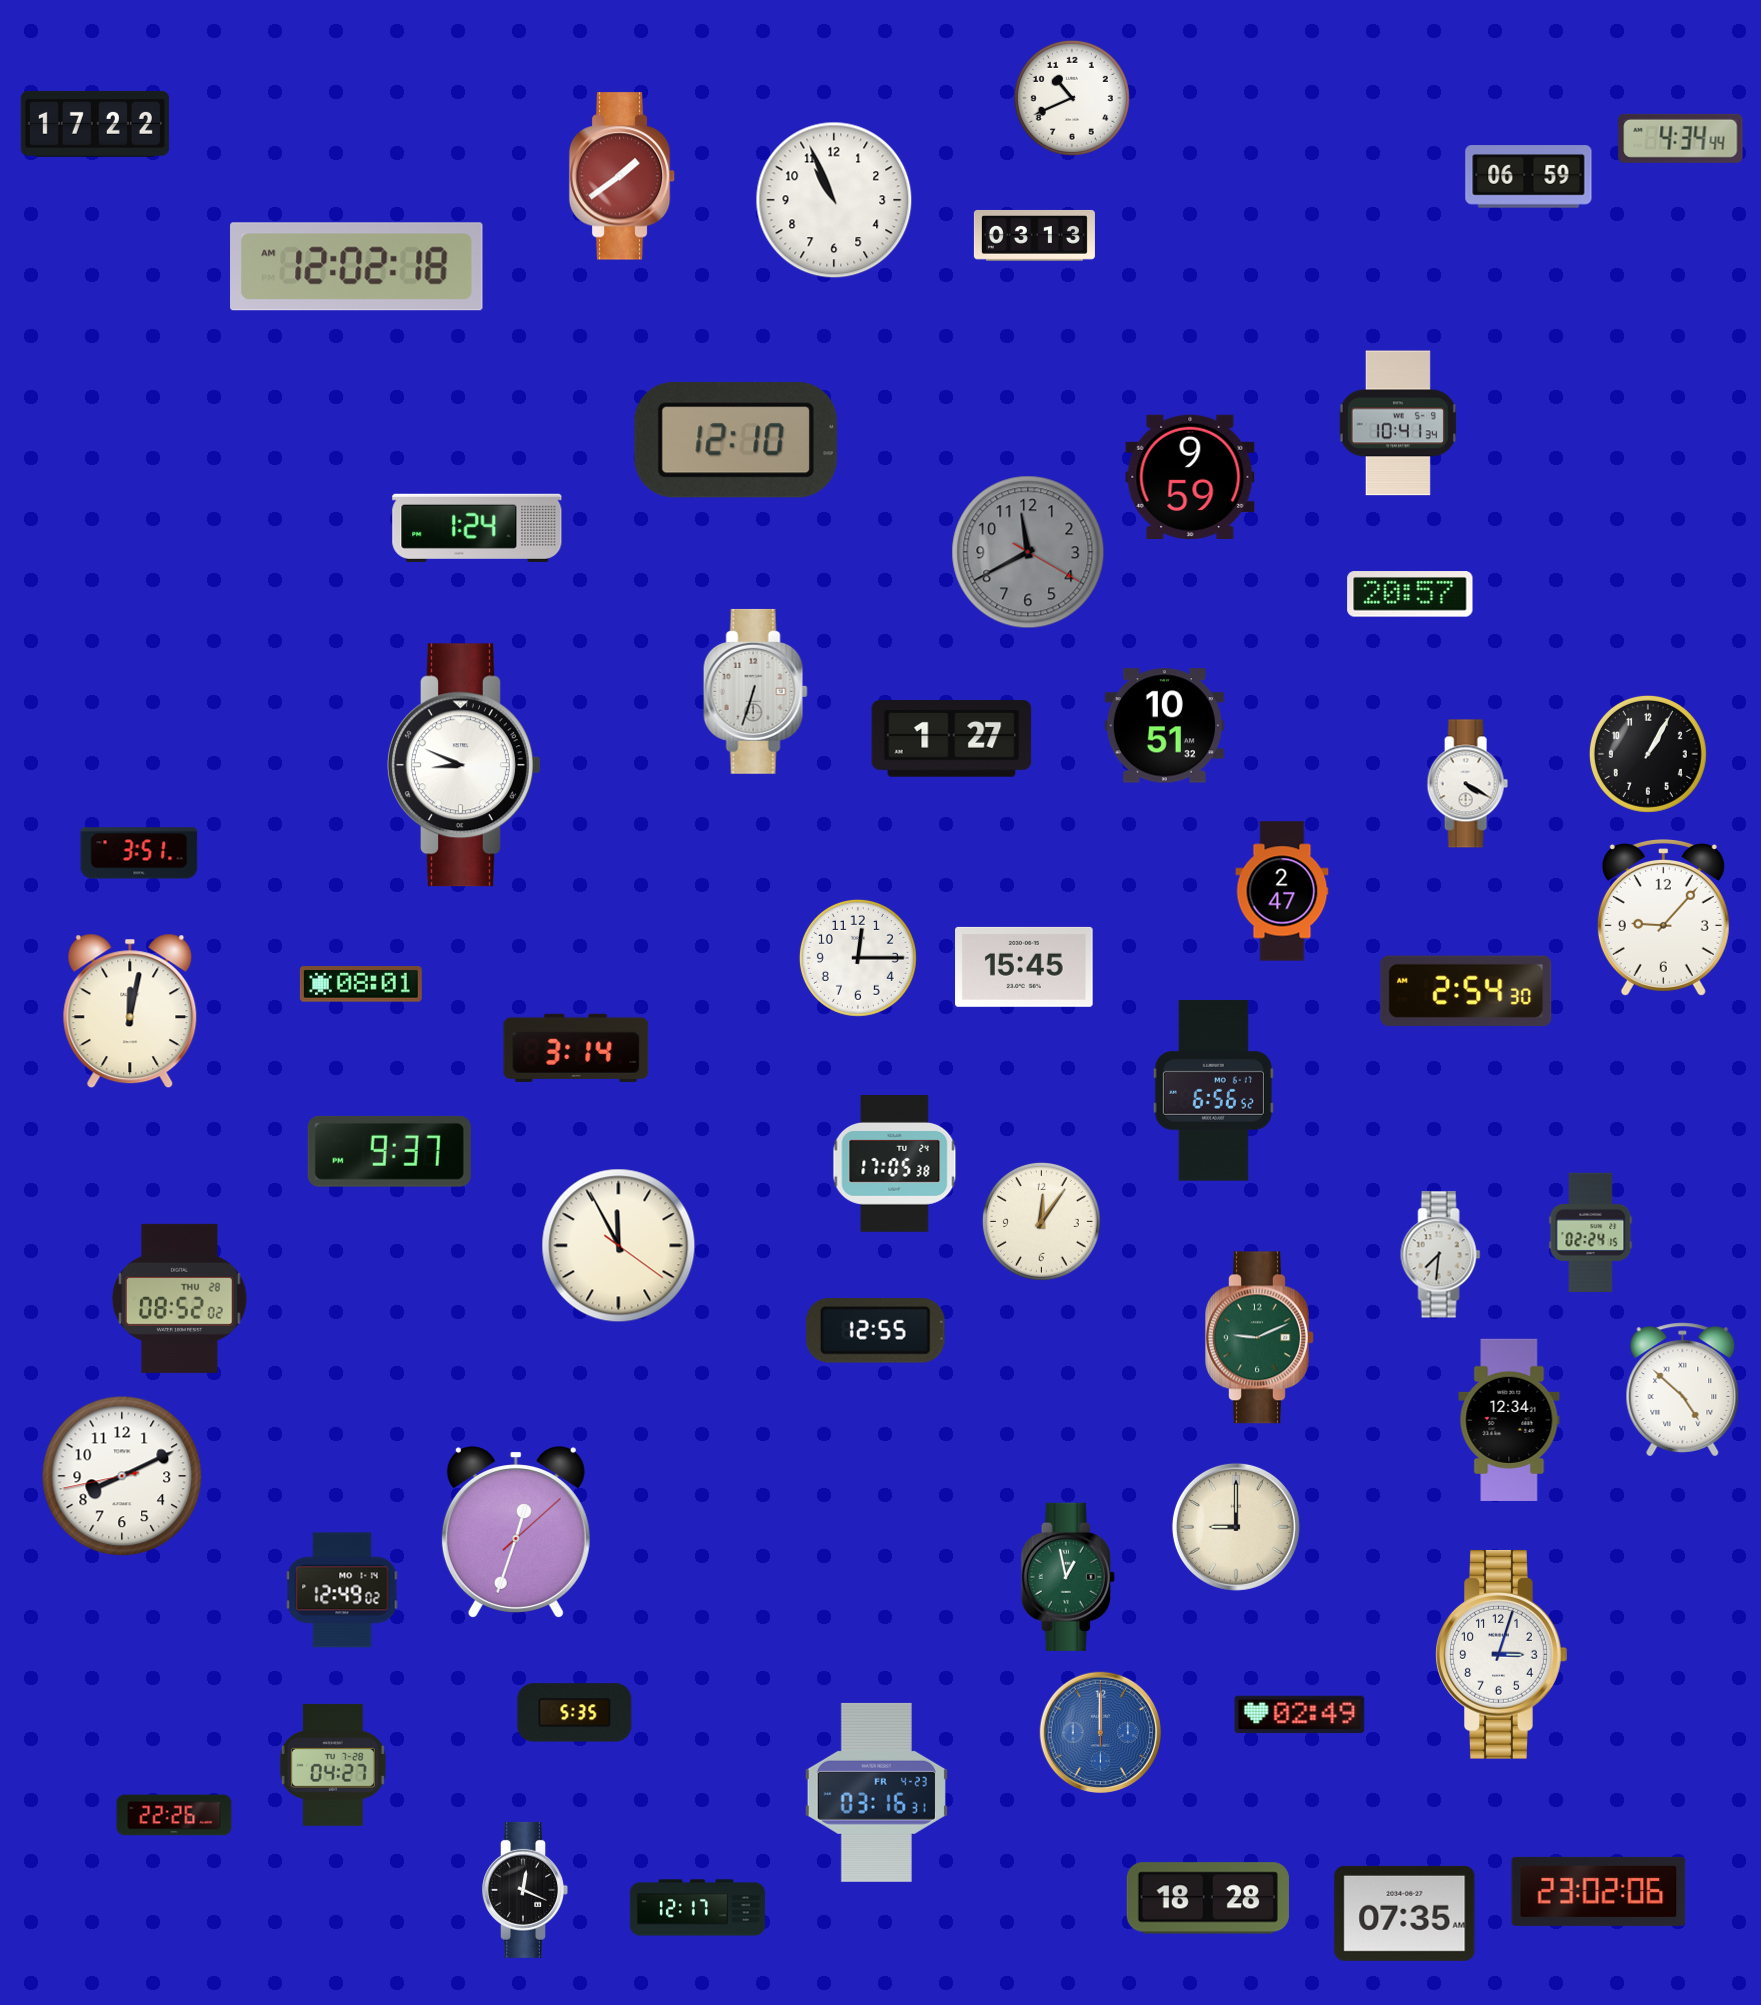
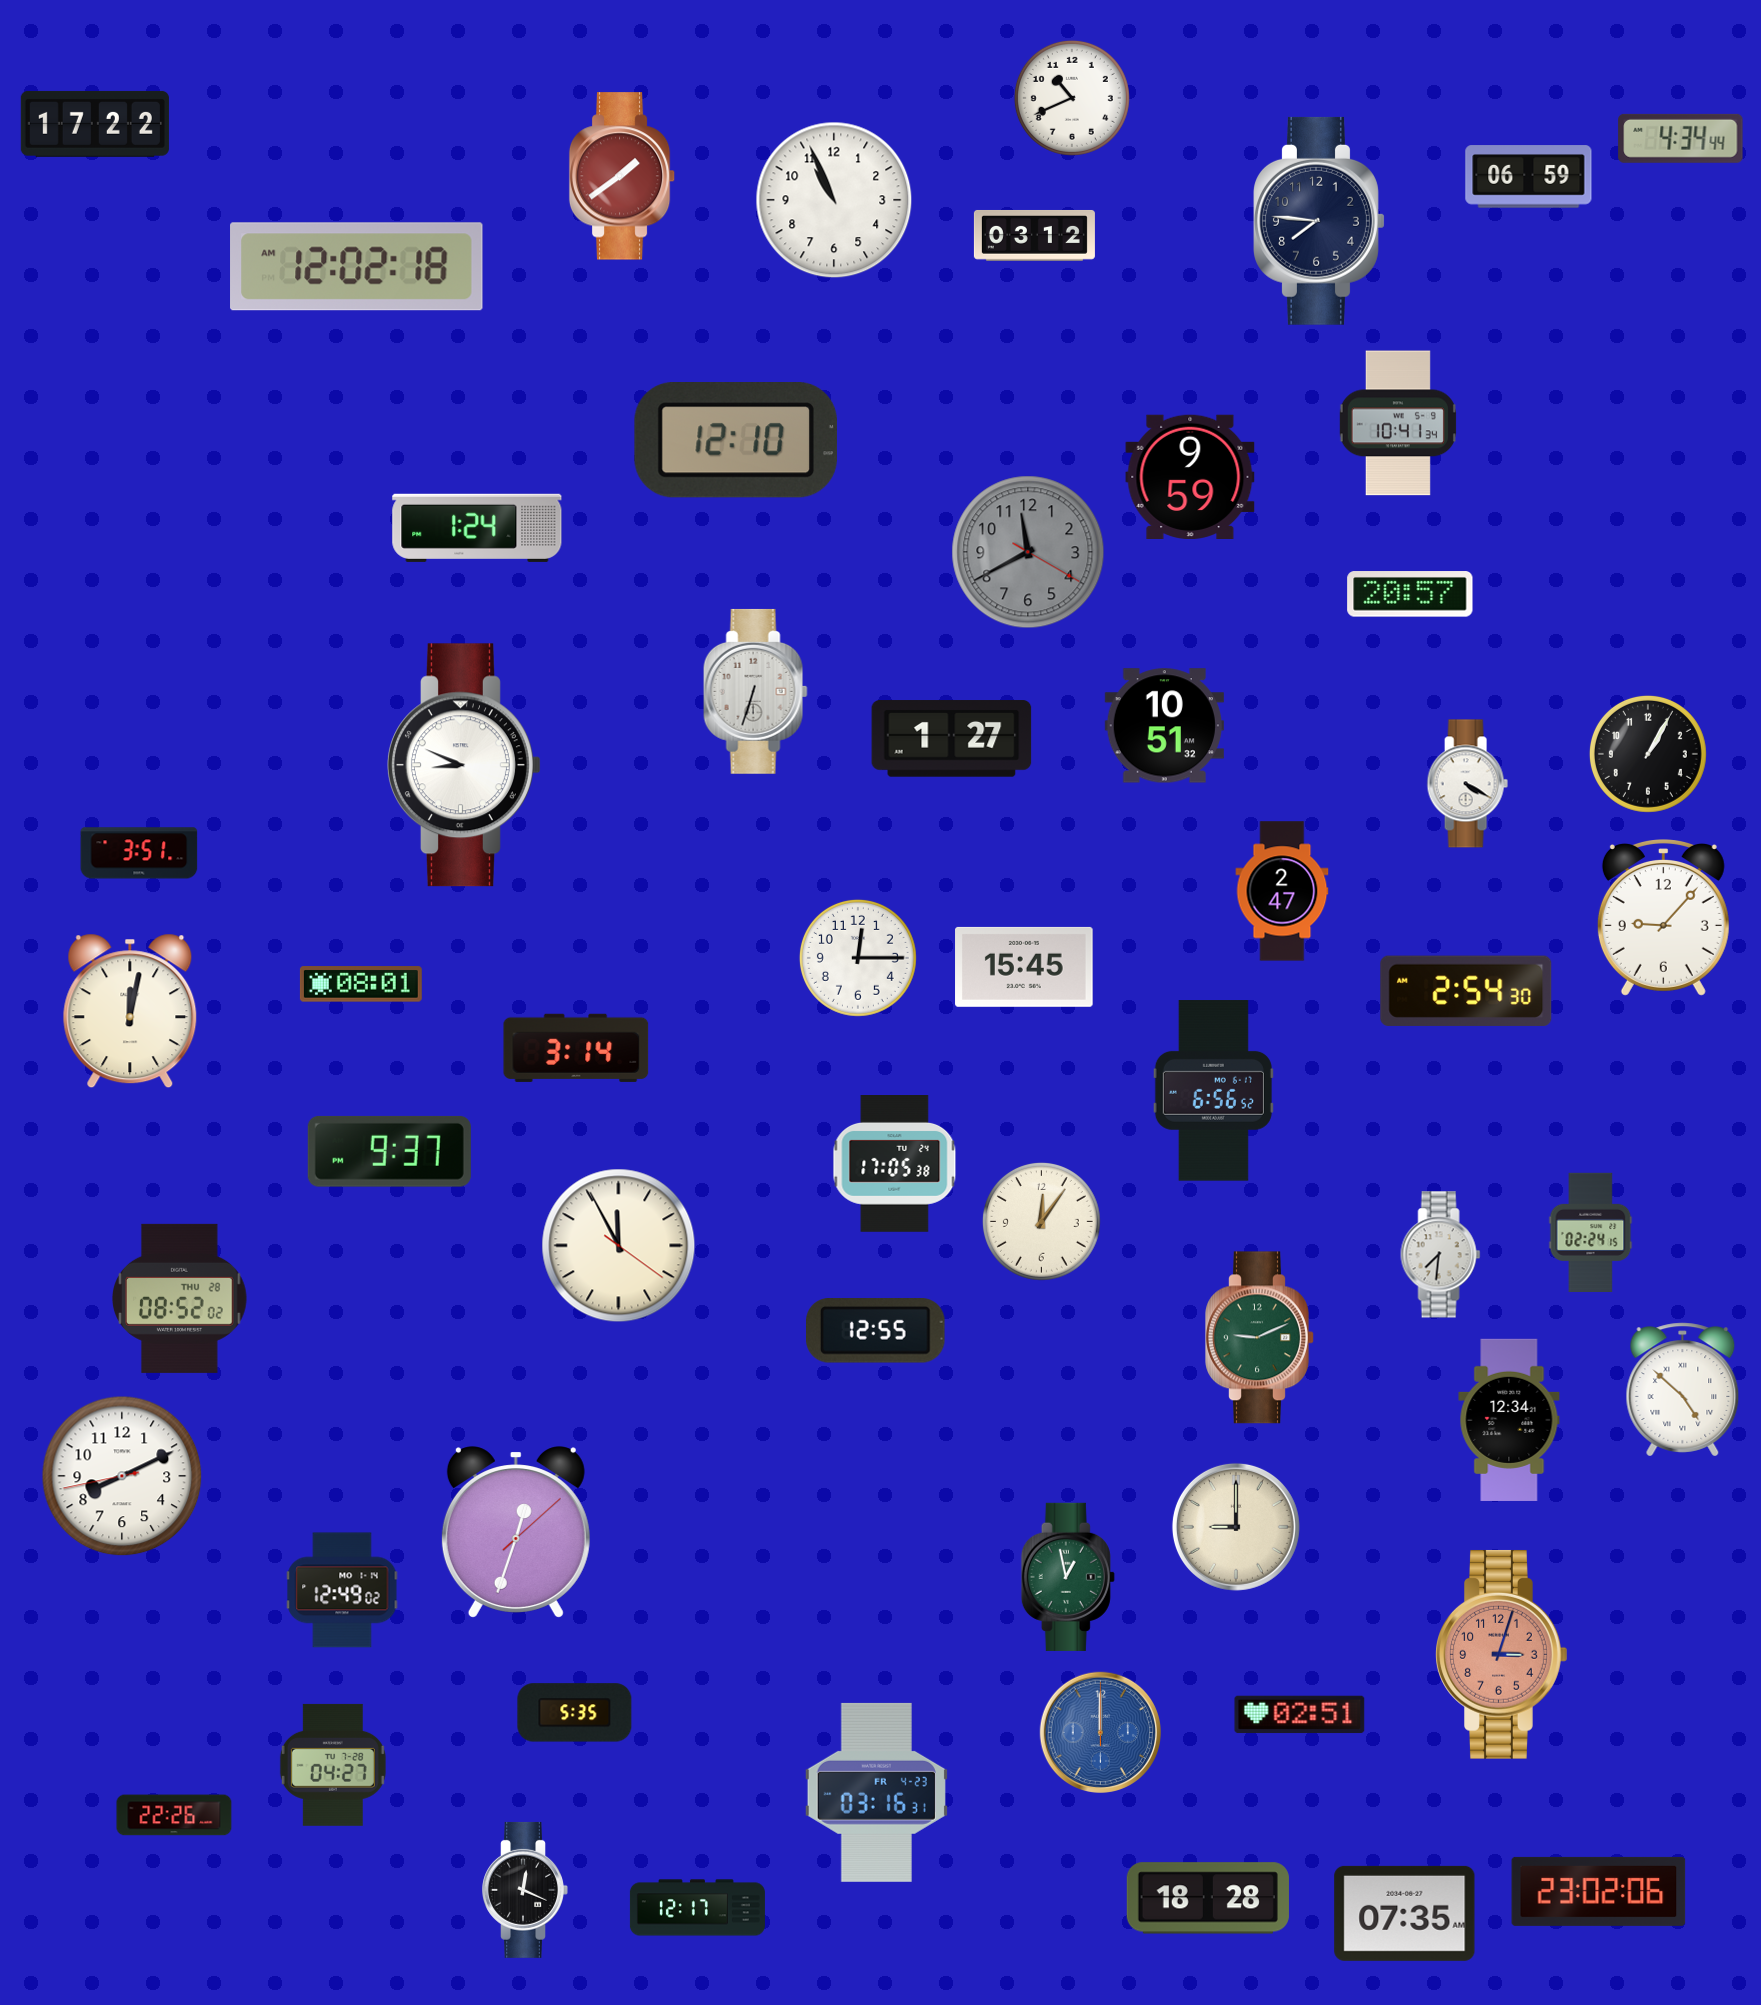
clock at (1319, 221): none -> 7:46
clock at (1034, 235): 03:13 -> 03:12
clock at (1502, 1654) dial: white -> salmon
clock at (1300, 1715): 02:49 -> 02:51
